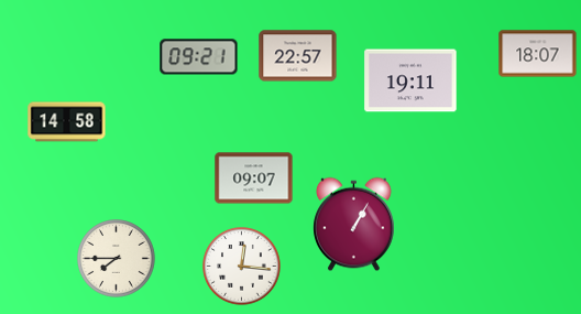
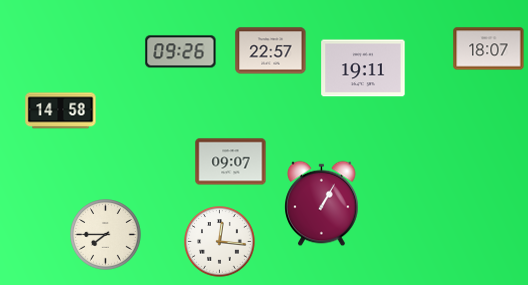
clock at (199, 57): 09:21 -> 09:26
clock at (410, 80) position: (410, 80) -> (363, 68)
